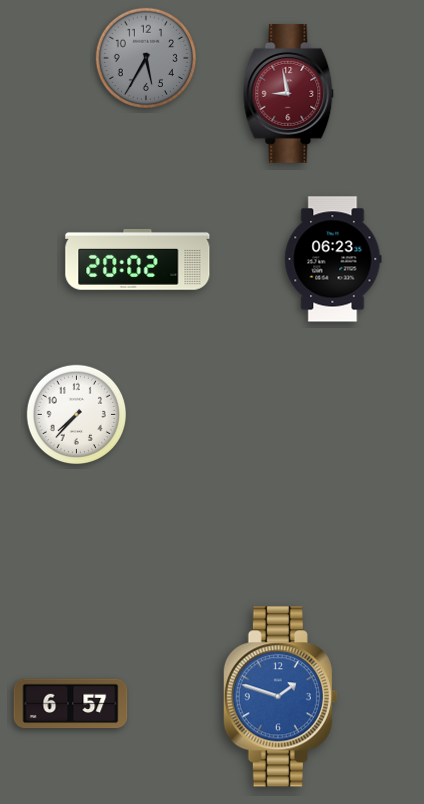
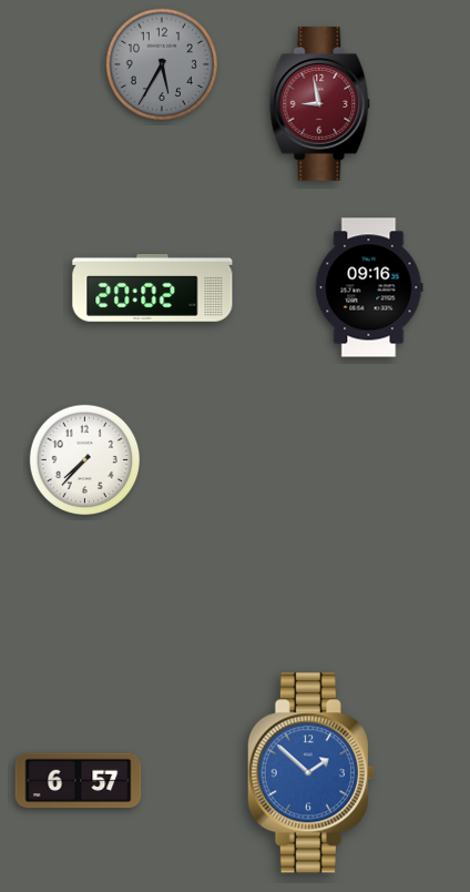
clock at (333, 259): 06:23 -> 09:16
clock at (280, 697): 1:48 -> 1:52
